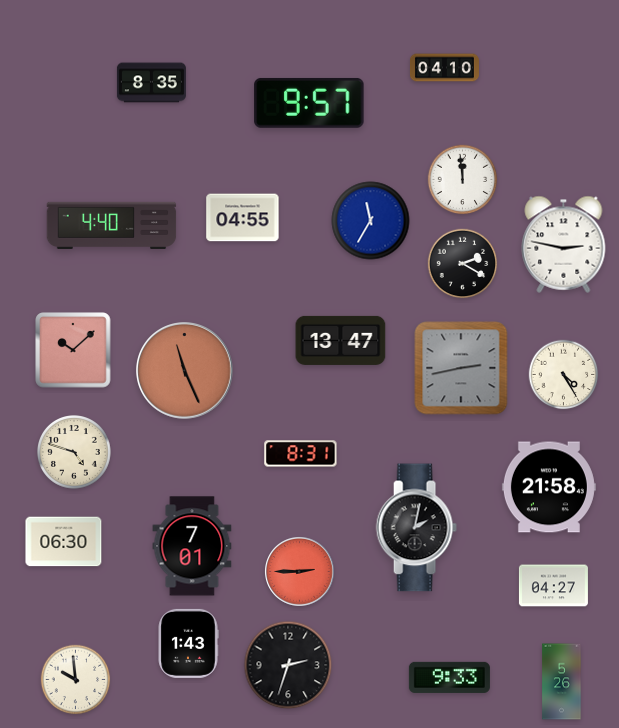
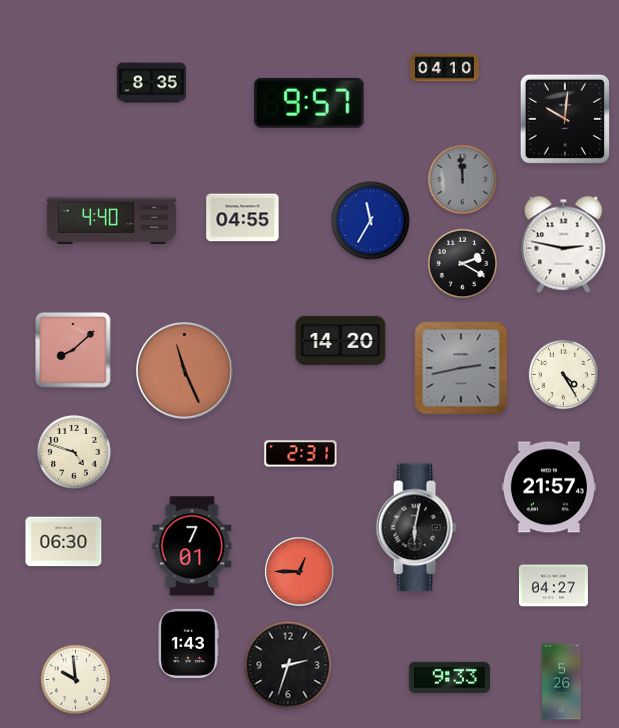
clock at (564, 118): none -> 10:01
clock at (463, 180) dial: white -> grey
clock at (112, 225) position: (112, 225) -> (112, 220)
clock at (341, 340): 13:47 -> 14:20
clock at (73, 350): 10:08 -> 8:08
clock at (301, 454): 8:31 -> 2:31
clock at (549, 487): 21:58 -> 21:57
clock at (416, 528): 2:02 -> 6:02
clock at (300, 572): 2:45 -> 12:45
